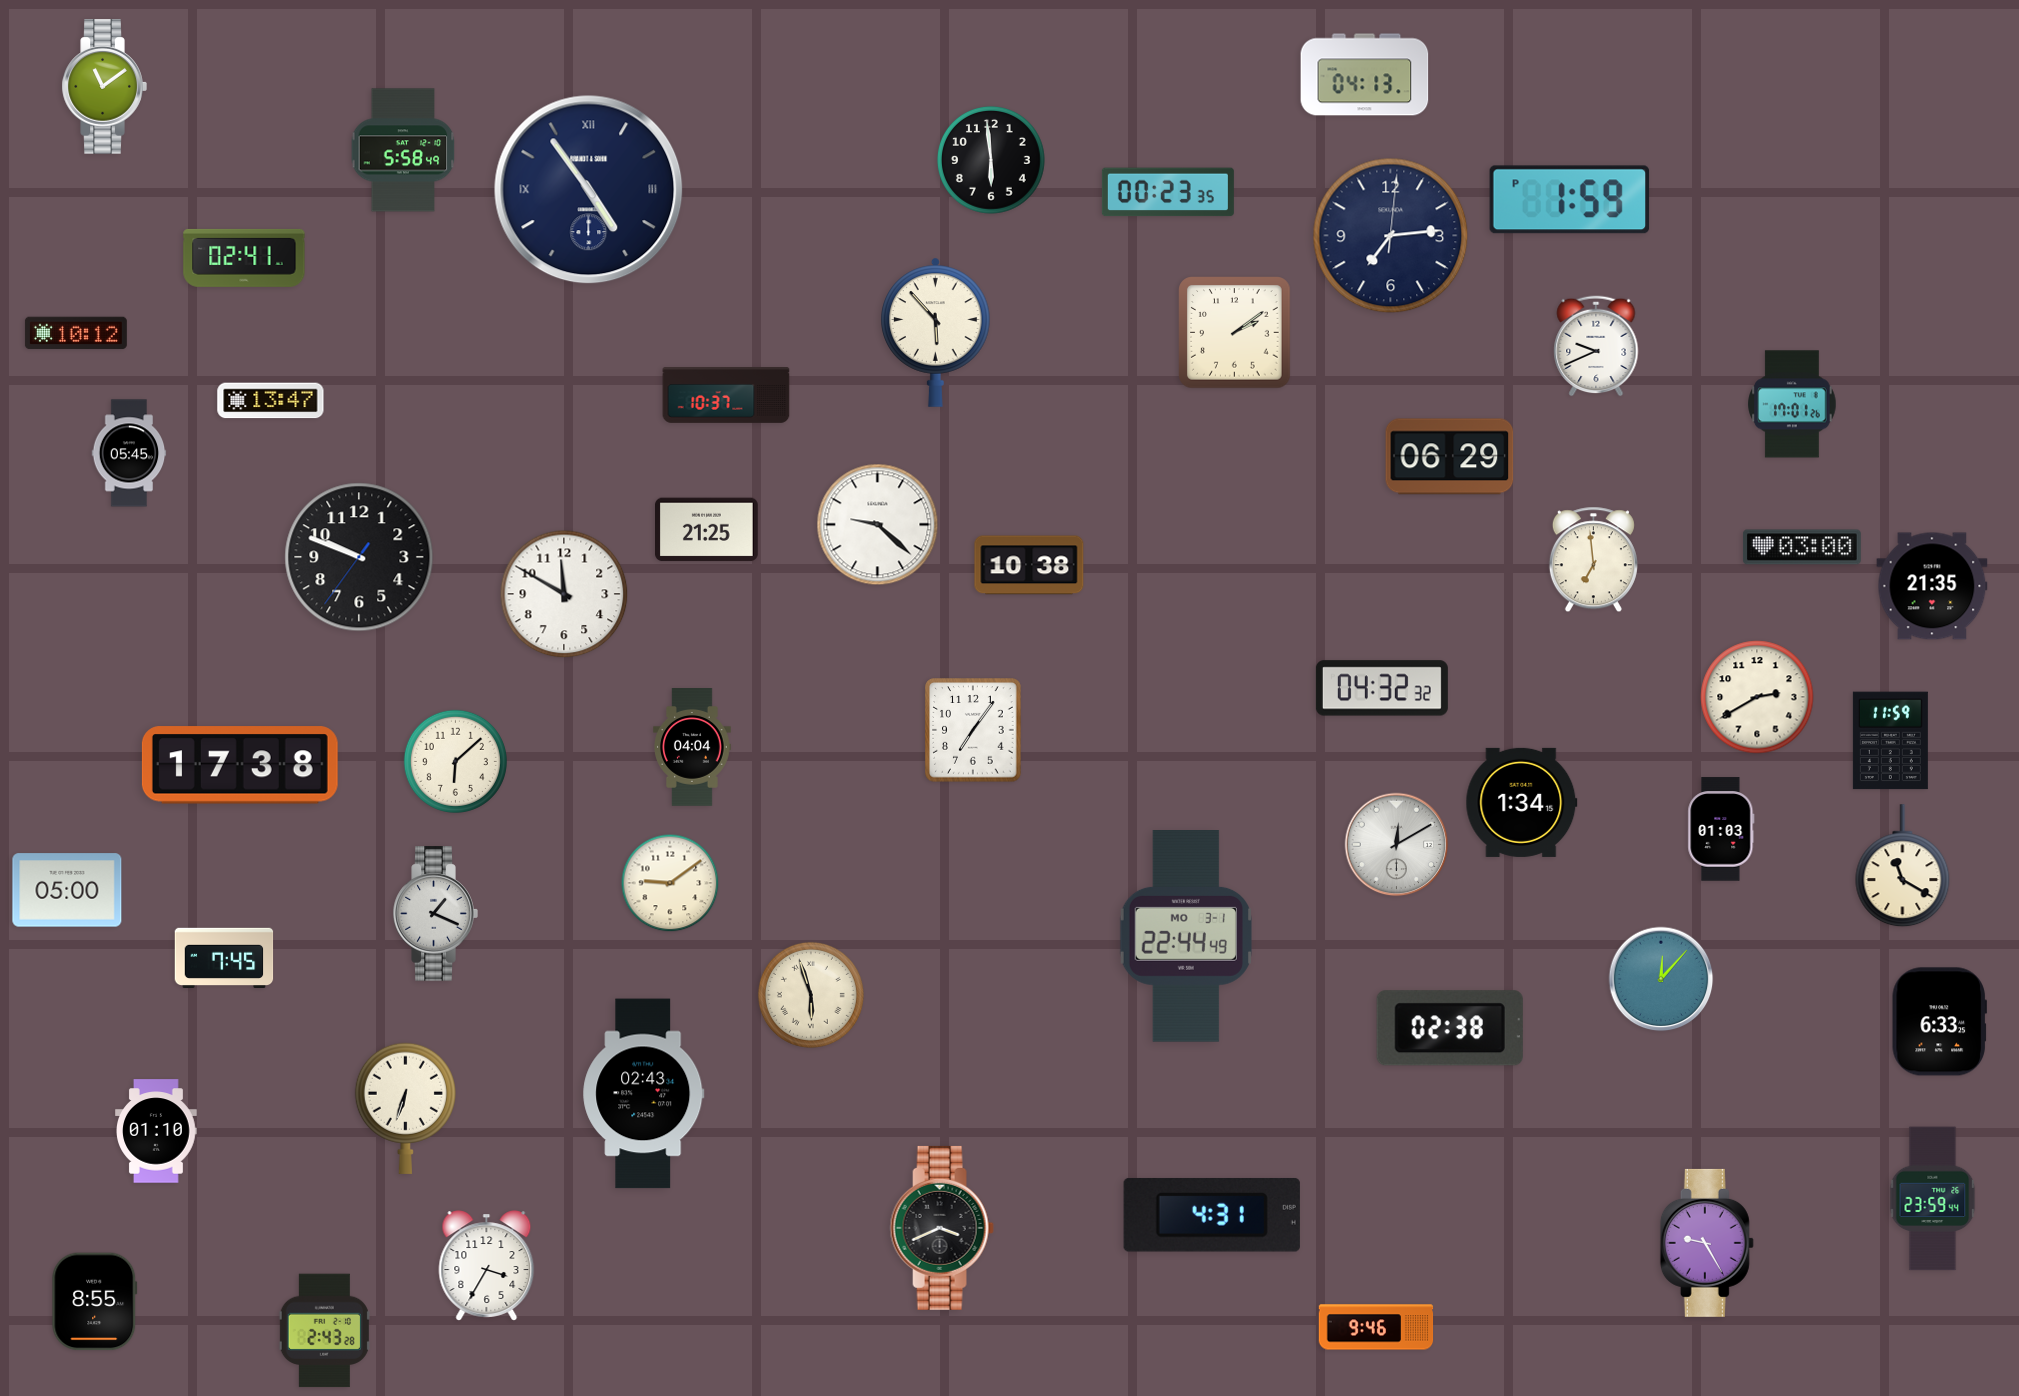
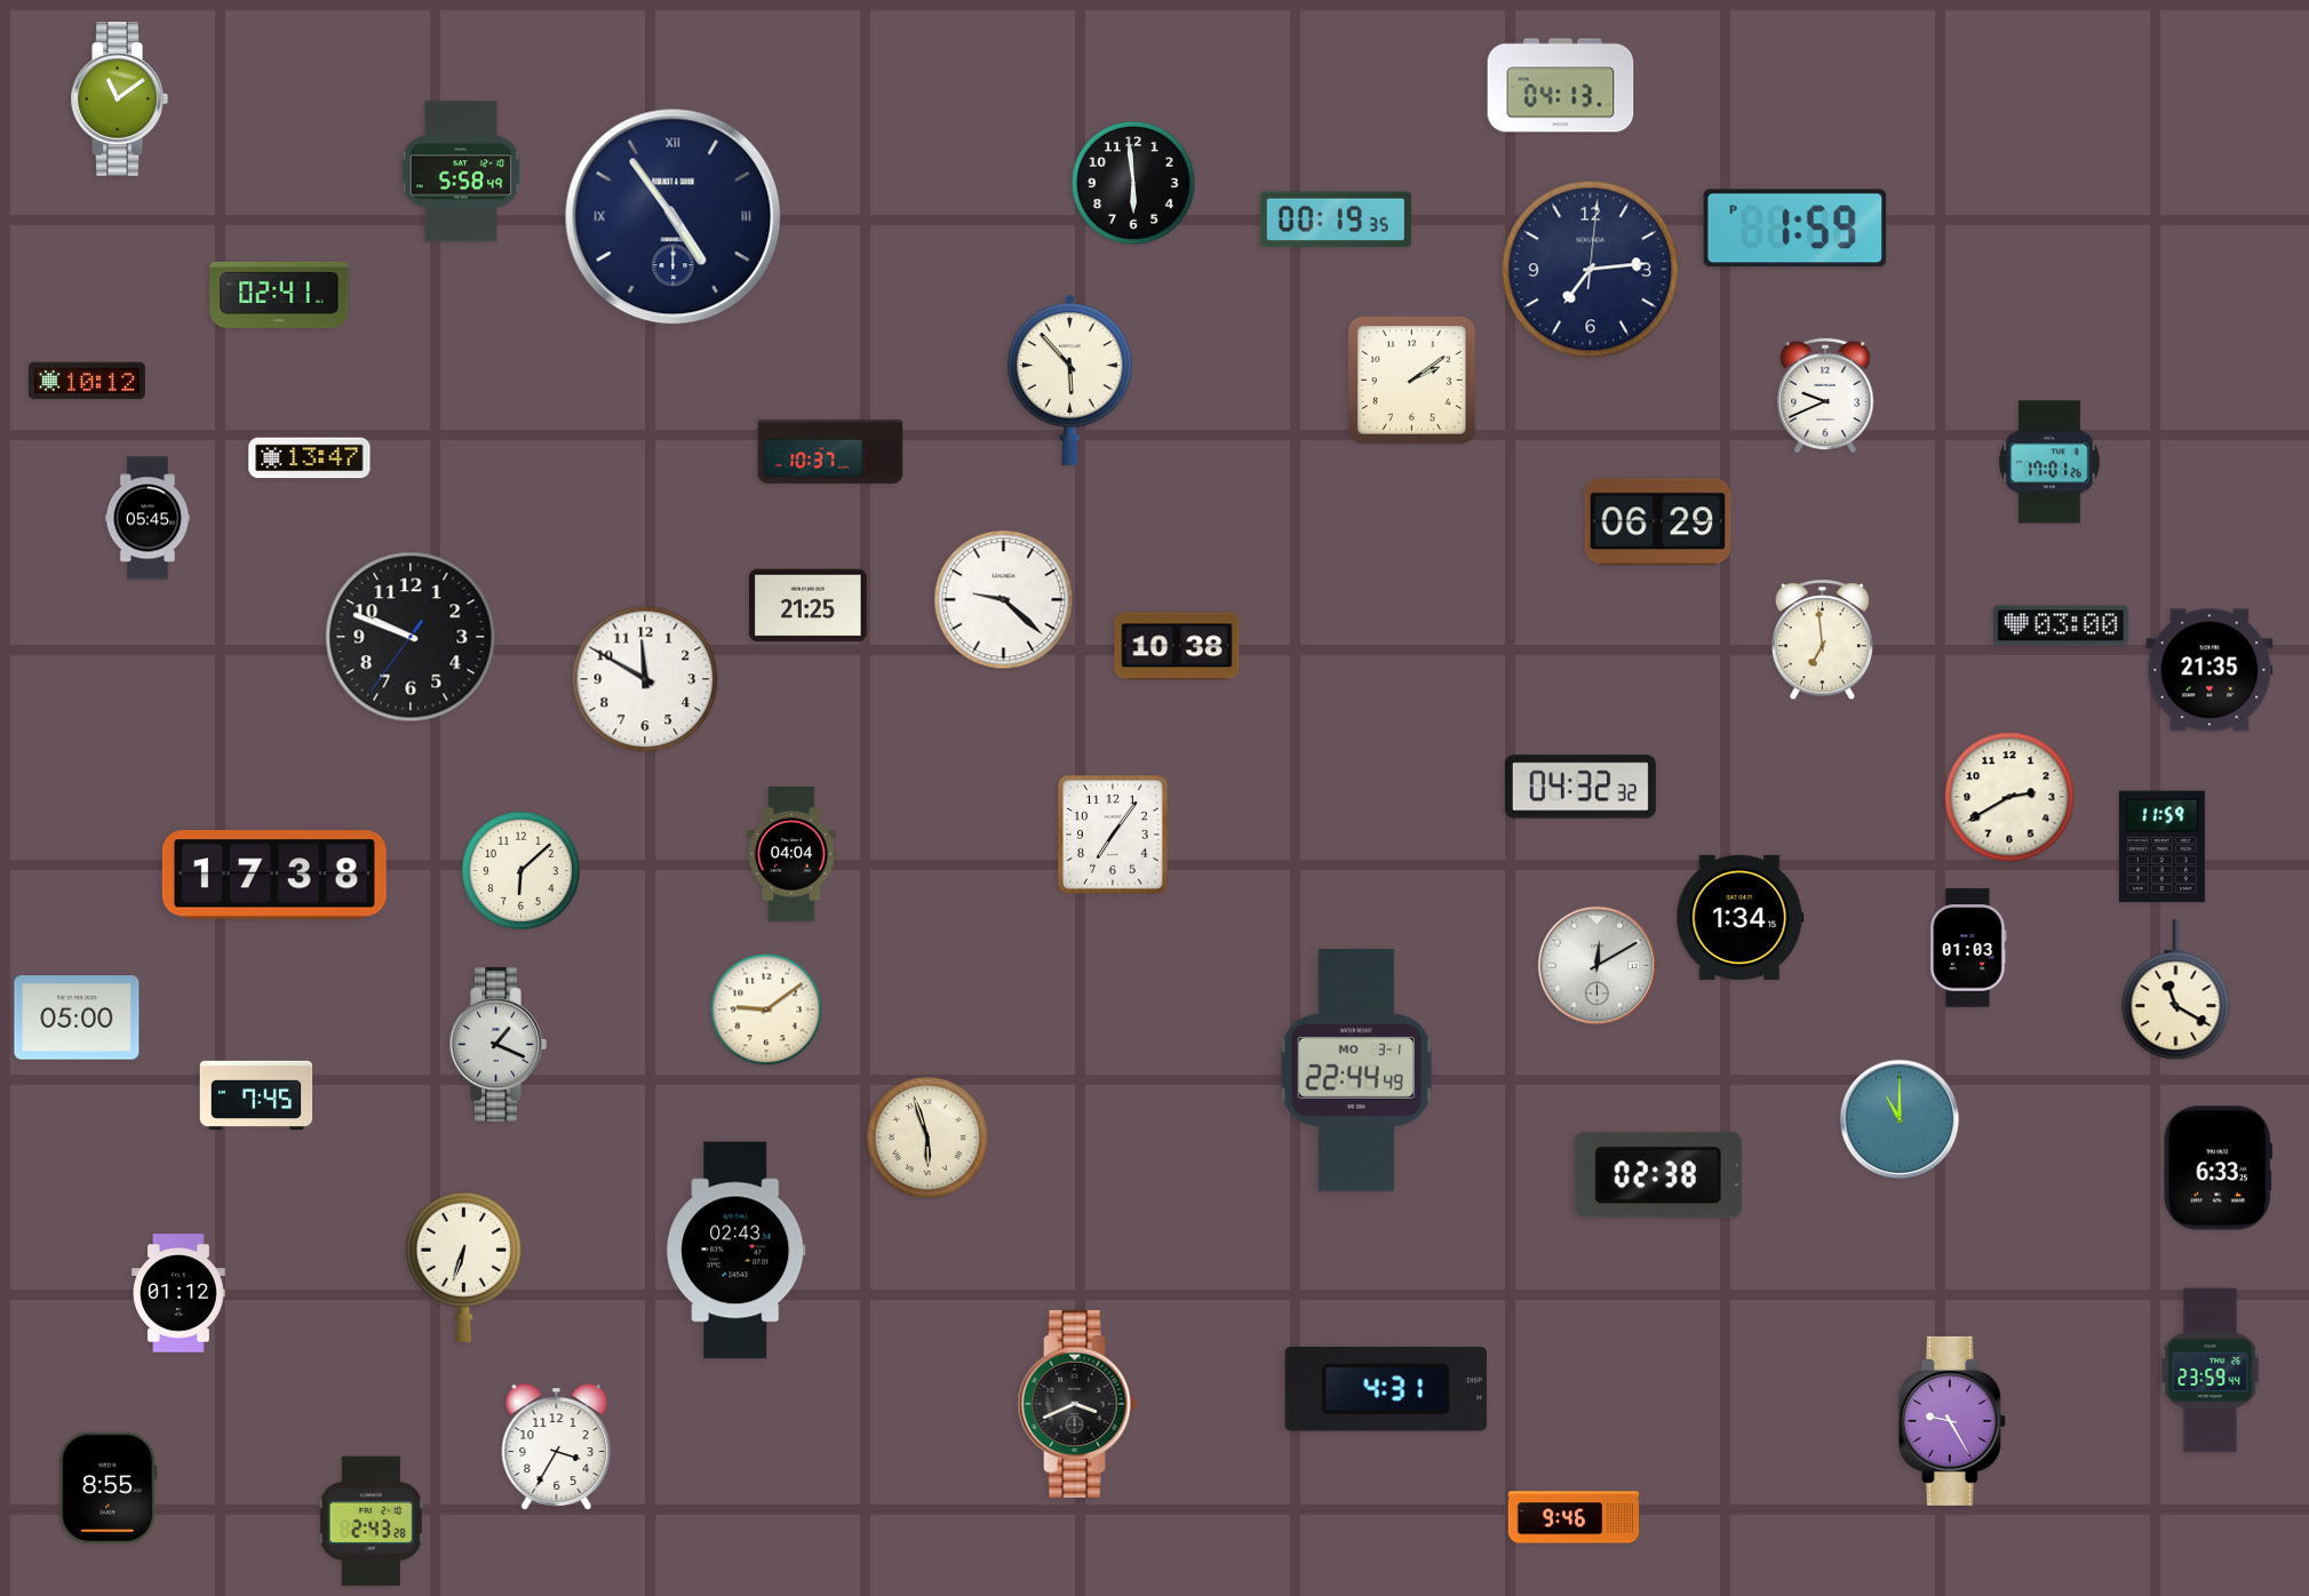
clock at (1168, 192): 00:23 -> 00:19
clock at (1661, 979): 12:07 -> 11:00
clock at (156, 1131): 01:10 -> 01:12
